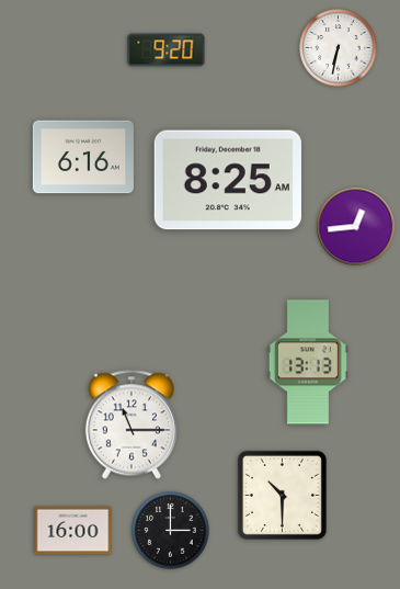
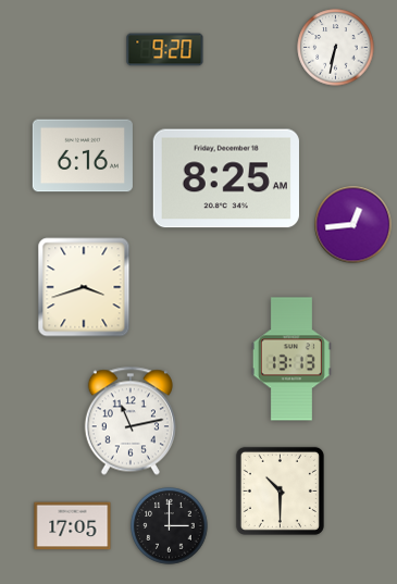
clock at (84, 287): none -> 3:42
clock at (308, 362) position: (308, 362) -> (291, 359)
clock at (132, 424): 11:15 -> 11:13
clock at (73, 531): 16:00 -> 17:05
